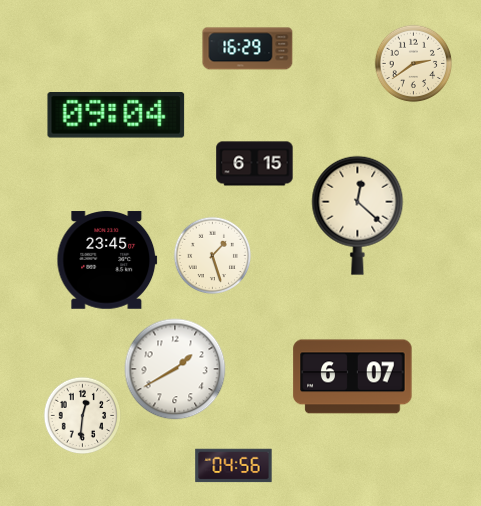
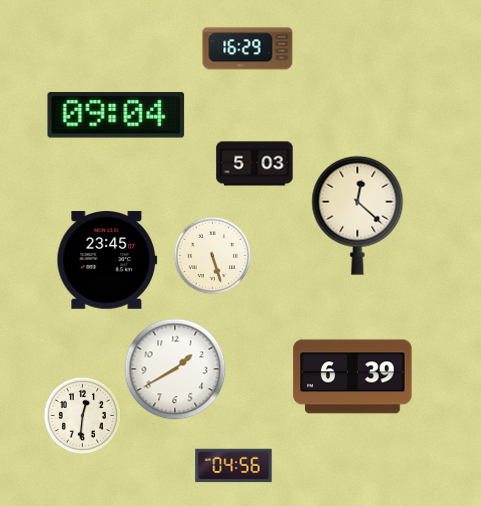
clock at (413, 63): 2:39 -> none
clock at (255, 164): 6:15 -> 5:03
clock at (212, 255): 1:27 -> 5:27
clock at (353, 377): 6:07 -> 6:39
